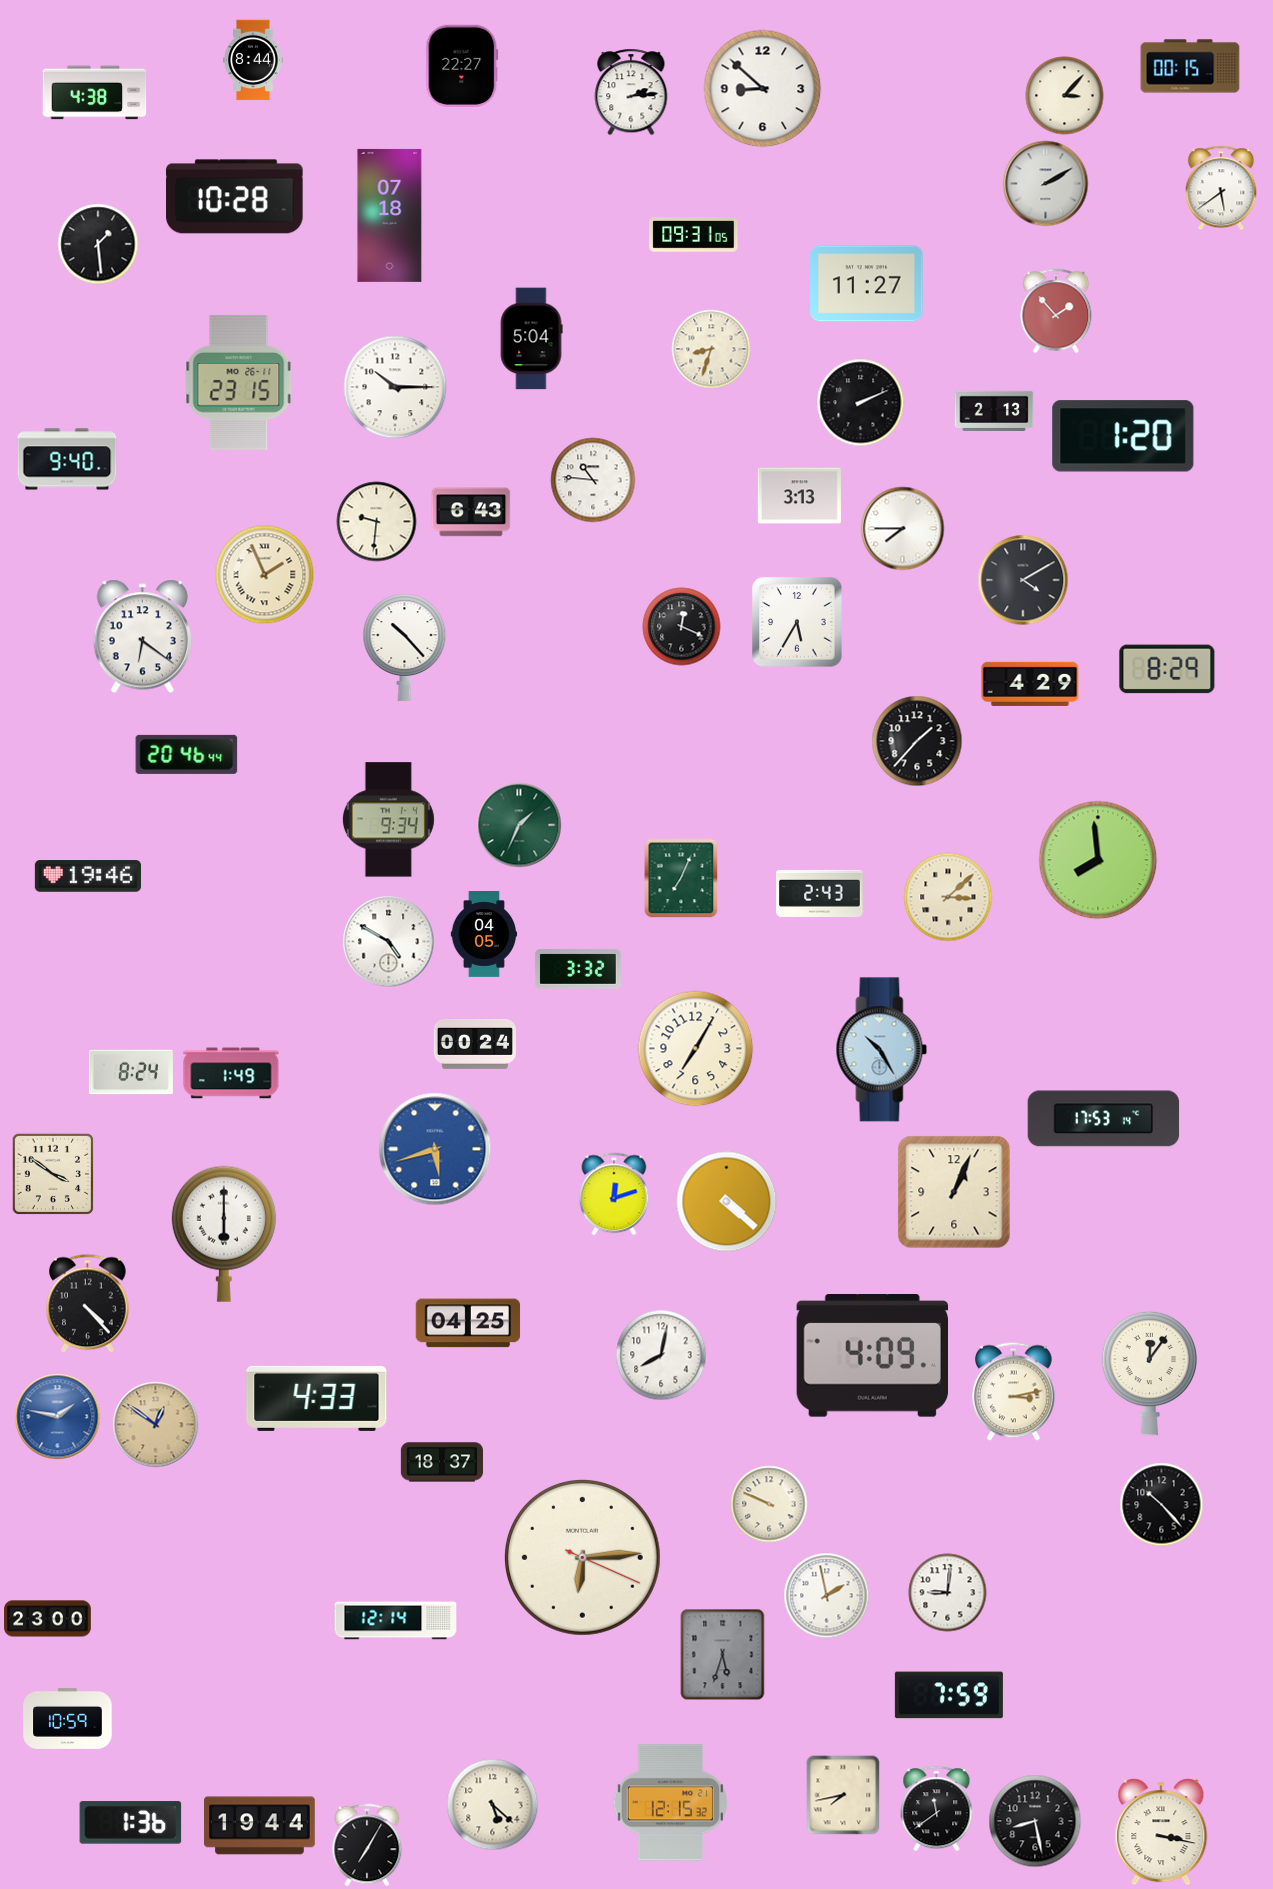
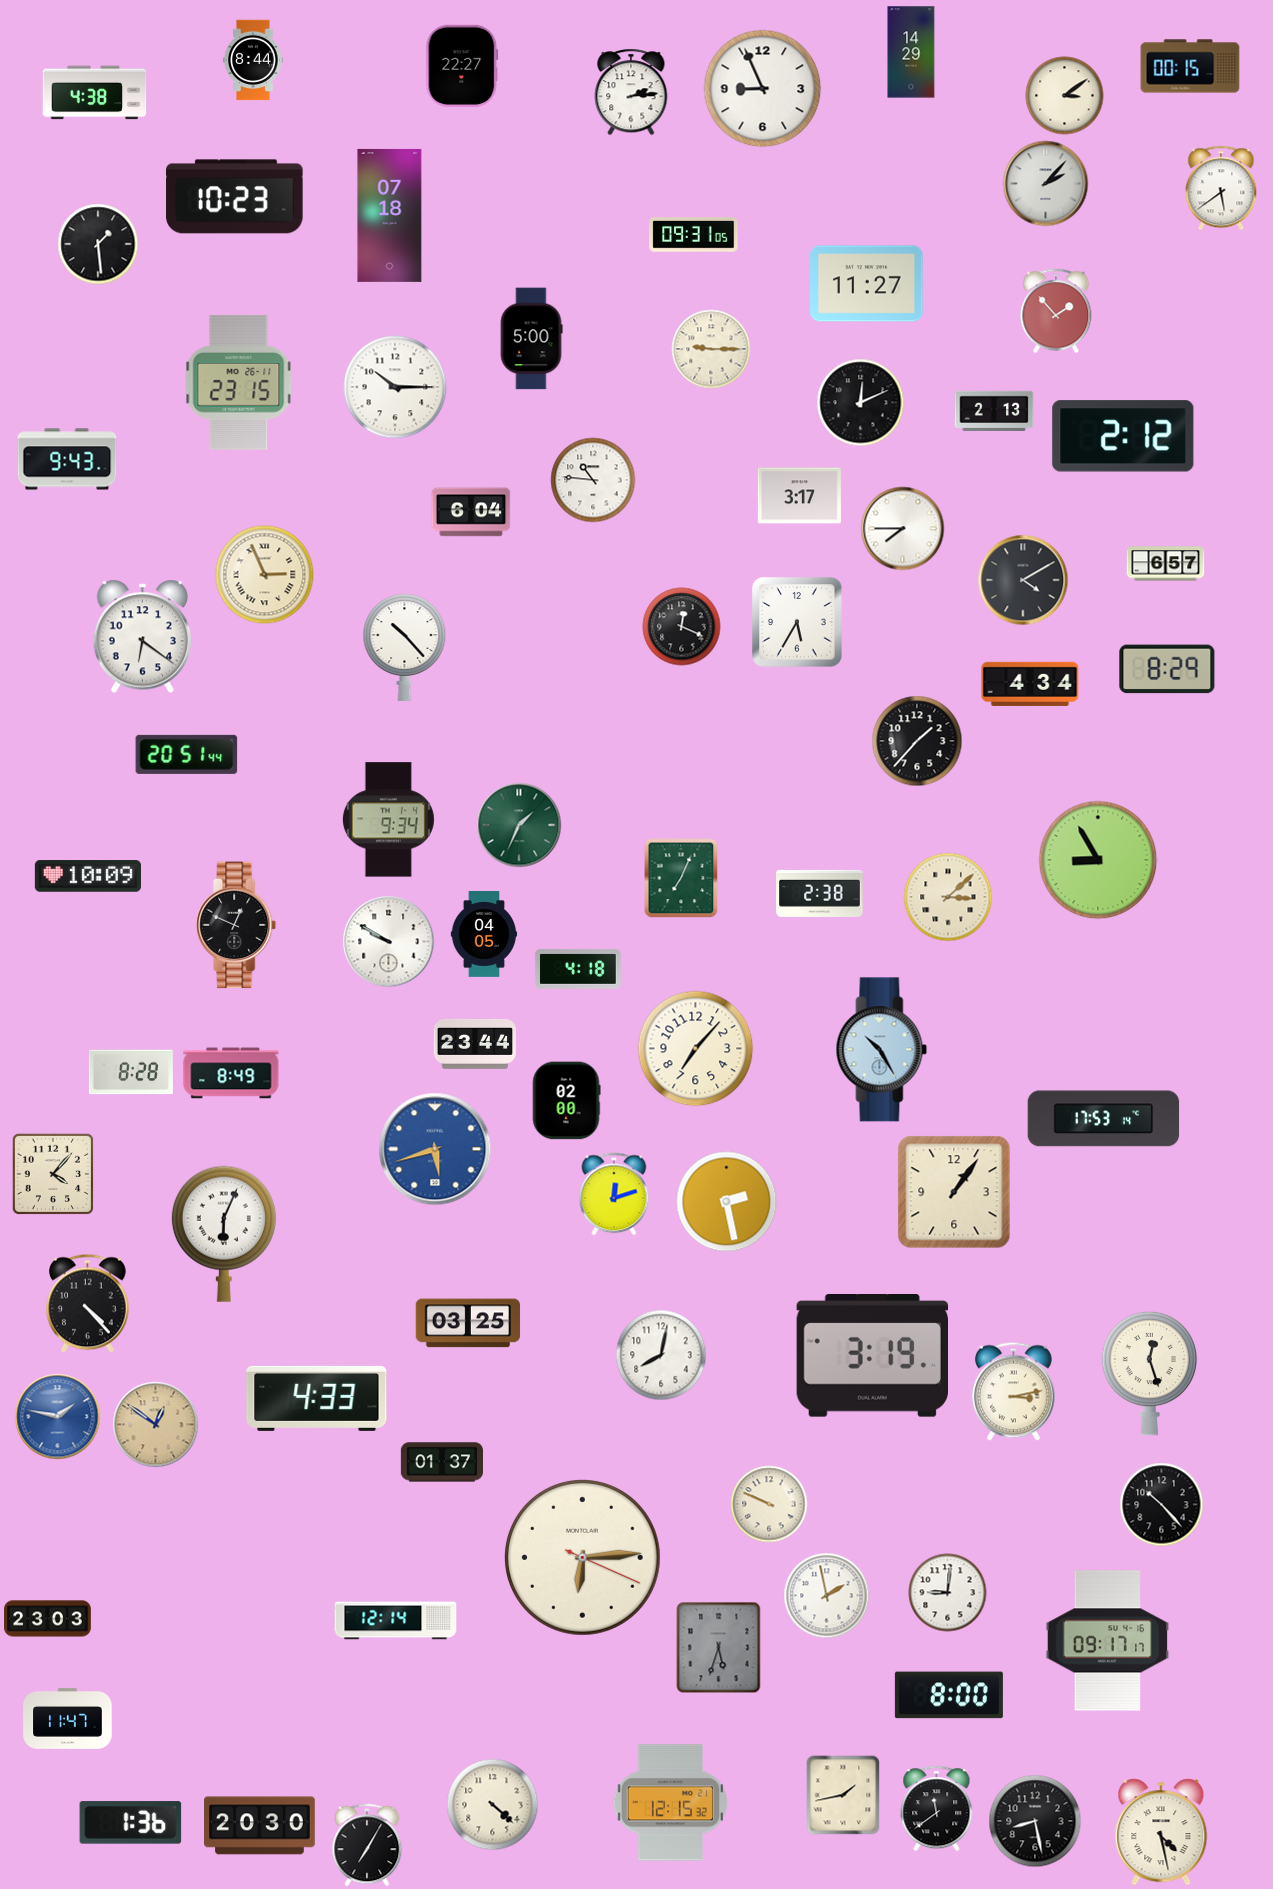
clock at (911, 52): none -> 14:29
clock at (763, 89): 8:52 -> 8:56
clock at (1065, 96): 3:07 -> 3:09
clock at (1046, 184): 2:10 -> 2:07
clock at (235, 197): 10:28 -> 10:23
clock at (531, 339): 5:04 -> 5:00
clock at (711, 349): 8:33 -> 9:15
clock at (861, 403): 2:11 -> 12:11
clock at (1123, 436): 1:20 -> 2:12
clock at (67, 459): 9:40 -> 9:43
clock at (799, 496): 3:13 -> 3:17
clock at (471, 512): 6:43 -> 6:04
clock at (377, 522): 9:31 -> none
clock at (1166, 564): none -> 6:57
clock at (265, 575): 1:56 -> 2:56
clock at (1030, 684): 4:29 -> 4:34
clock at (187, 754): 20:46 -> 20:51
clock at (1098, 860): 7:59 -> 8:55
clock at (88, 876): 19:46 -> 10:09
clock at (820, 893): 2:43 -> 2:38
clock at (237, 925): none -> 12:49
clock at (389, 942): 4:50 -> 9:50
clock at (578, 969): 3:32 -> 4:18
clock at (475, 1044): 00:24 -> 23:44
clock at (696, 1049): 7:05 -> 7:07
clock at (131, 1072): 8:24 -> 8:28
clock at (231, 1073): 1:49 -> 8:49
clock at (566, 1101): none -> 02:00
clock at (53, 1174): 3:51 -> 4:07
clock at (954, 1192): 1:04 -> 1:06
clock at (727, 1202): 4:22 -> 2:28
clock at (224, 1234): 6:00 -> 6:04
clock at (468, 1323): 04:25 -> 03:25
clock at (872, 1356): 4:09 -> 3:19
clock at (1149, 1373): 12:06 -> 12:27
clock at (441, 1462): 18:37 -> 01:37
clock at (48, 1619): 23:00 -> 23:03
clock at (1108, 1641): none -> 09:17
clock at (723, 1655) position: (723, 1655) -> (719, 1648)
clock at (949, 1695): 7:59 -> 8:00
clock at (68, 1718): 10:59 -> 11:47
clock at (843, 1795): 7:43 -> 1:43
clock at (493, 1805): 5:22 -> 4:22
clock at (260, 1826): 19:44 -> 20:30
clock at (1161, 1832): 3:17 -> 4:28
